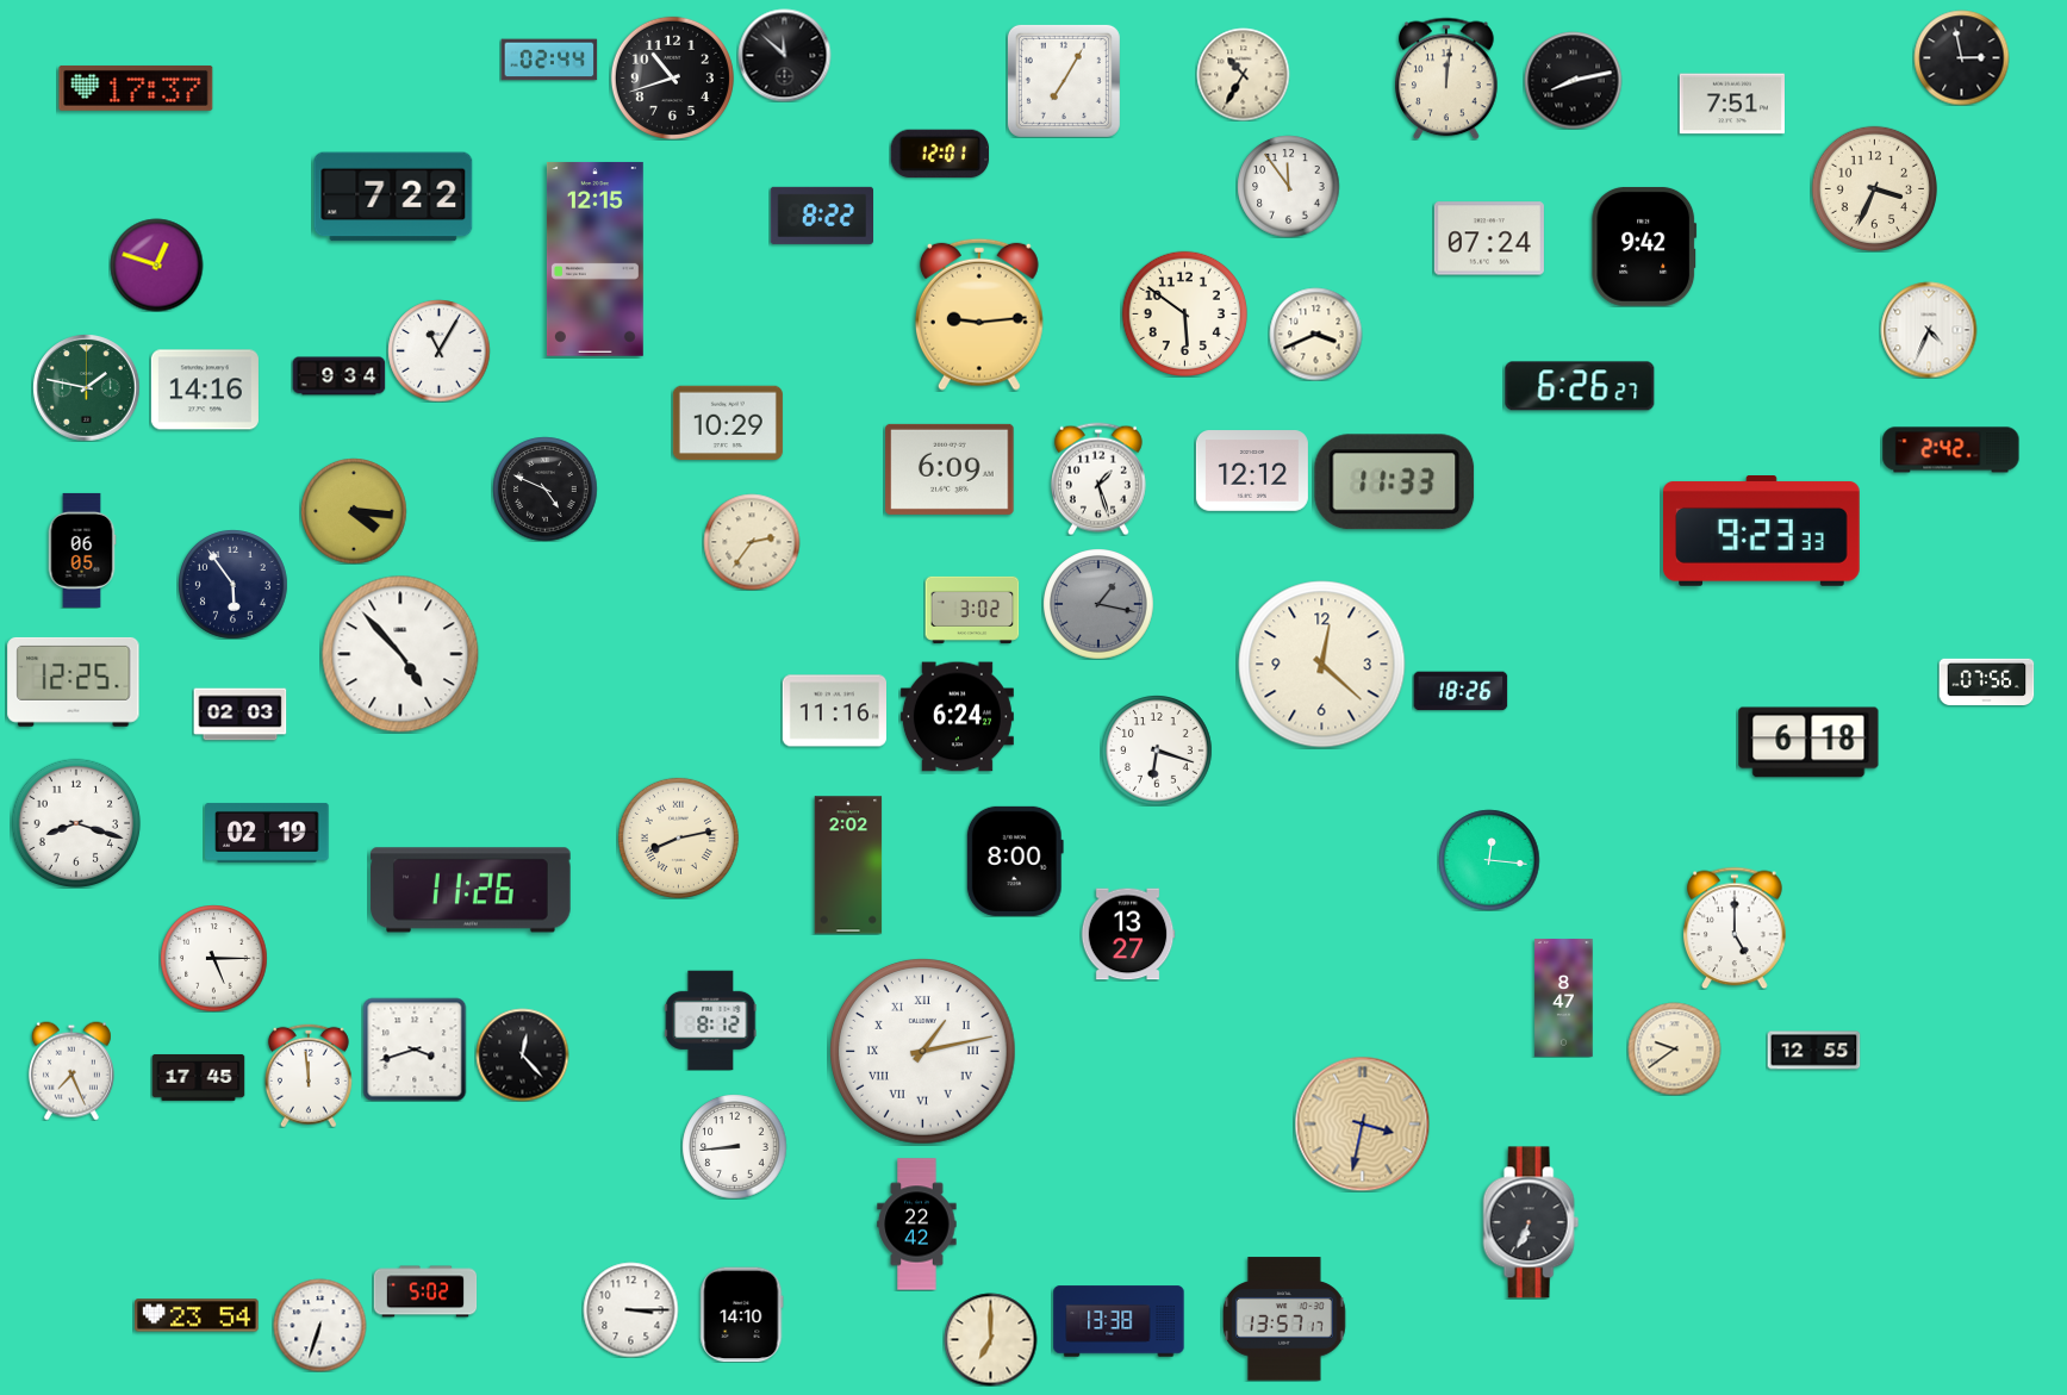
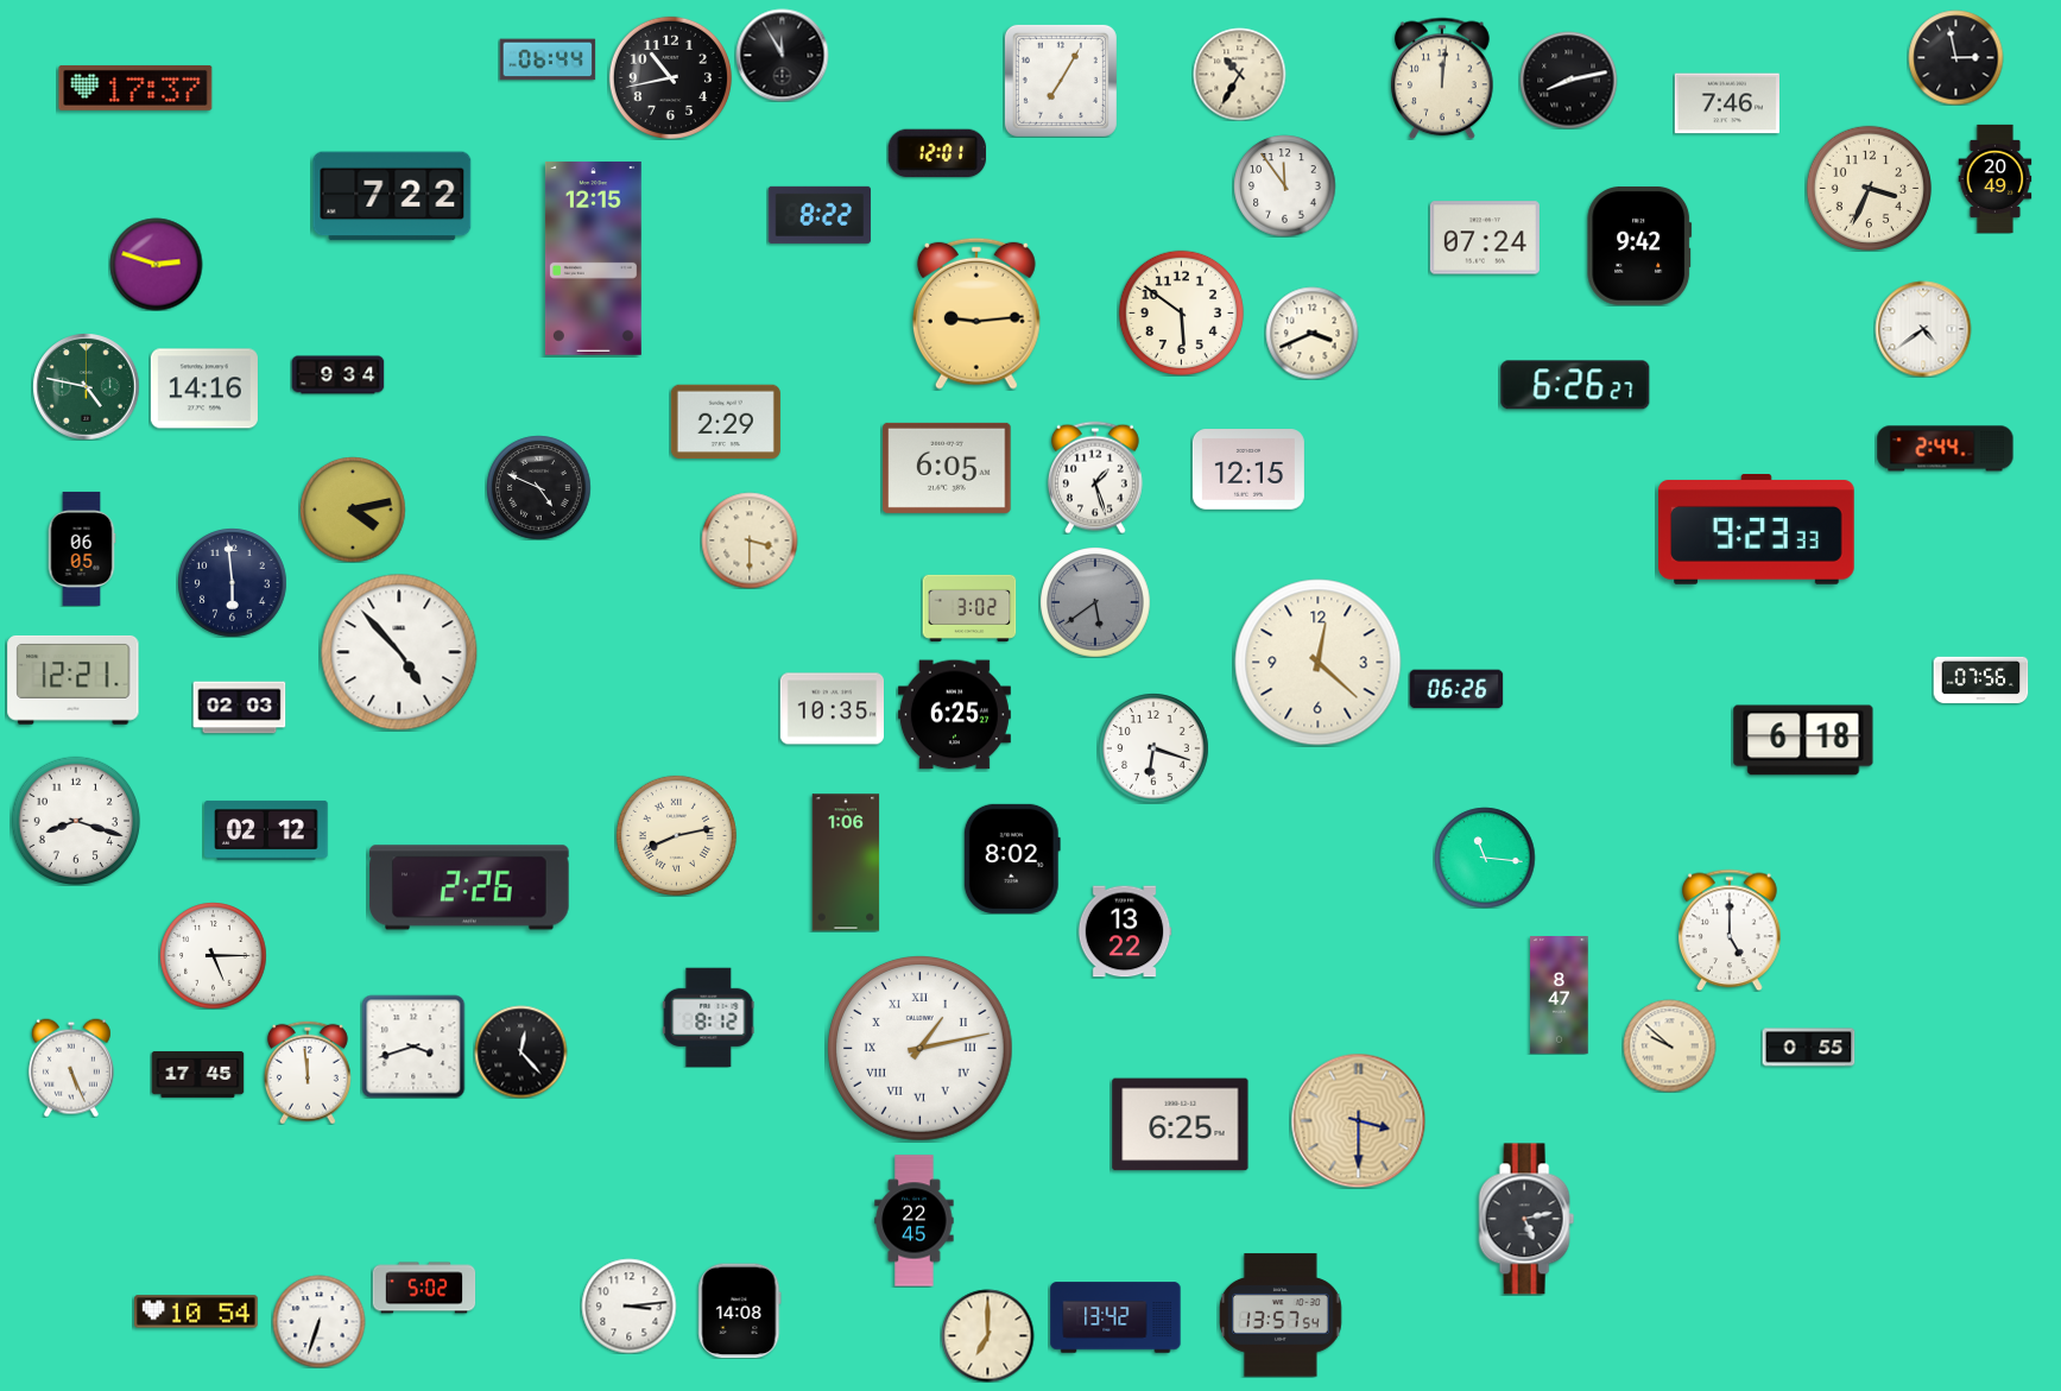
clock at (784, 55): 11:52 -> 11:55
clock at (549, 60): 02:44 -> 06:44
clock at (672, 77): 10:42 -> 10:43
clock at (1732, 104): 7:51 -> 7:46
clock at (1996, 178): none -> 20:49
clock at (156, 264): 12:48 -> 2:48
clock at (1929, 330): 4:34 -> 4:39
clock at (438, 350): 11:05 -> none
clock at (86, 387): 1:47 -> 4:47
clock at (728, 423): 10:29 -> 2:29
clock at (1951, 450): 2:42 -> 2:44
clock at (950, 469): 6:09 -> 6:05
clock at (1252, 471): 12:12 -> 12:15
clock at (1395, 482): 11:33 -> none
clock at (544, 488) position: (544, 488) -> (538, 487)
clock at (354, 511): 4:16 -> 4:13
clock at (752, 542): 2:36 -> 3:30
clock at (232, 584): 5:54 -> 5:59
clock at (1098, 604): 1:17 -> 5:39
clock at (74, 681): 12:25 -> 12:21
clock at (1461, 691): 18:26 -> 06:26
clock at (834, 711): 11:16 -> 10:35
clock at (239, 715) position: (239, 715) -> (239, 708)
clock at (957, 717): 6:24 -> 6:25
clock at (267, 833): 02:19 -> 02:12
clock at (1489, 860): 12:16 -> 11:16
clock at (1015, 861): 8:00 -> 8:02
clock at (848, 865): 2:02 -> 1:06
clock at (471, 890): 11:26 -> 2:26
clock at (1735, 928) position: (1735, 928) -> (1730, 930)
clock at (1128, 934): 13:27 -> 13:22
clock at (1674, 1048): 9:39 -> 9:52
clock at (1813, 1051): 12:55 -> 0:55
clock at (71, 1071): 7:26 -> 5:26
clock at (1362, 1123): 3:32 -> 3:30
clock at (1181, 1125): none -> 6:25
clock at (734, 1146): 8:44 -> none
clock at (1531, 1222): 6:34 -> 5:13
clock at (917, 1225): 22:42 -> 22:45
clock at (630, 1309): 3:15 -> 3:14
clock at (742, 1314): 14:10 -> 14:08
clock at (197, 1315): 23:54 -> 10:54
clock at (1284, 1319): 13:57:17 -> 13:57:54
clock at (1119, 1321): 13:38 -> 13:42
